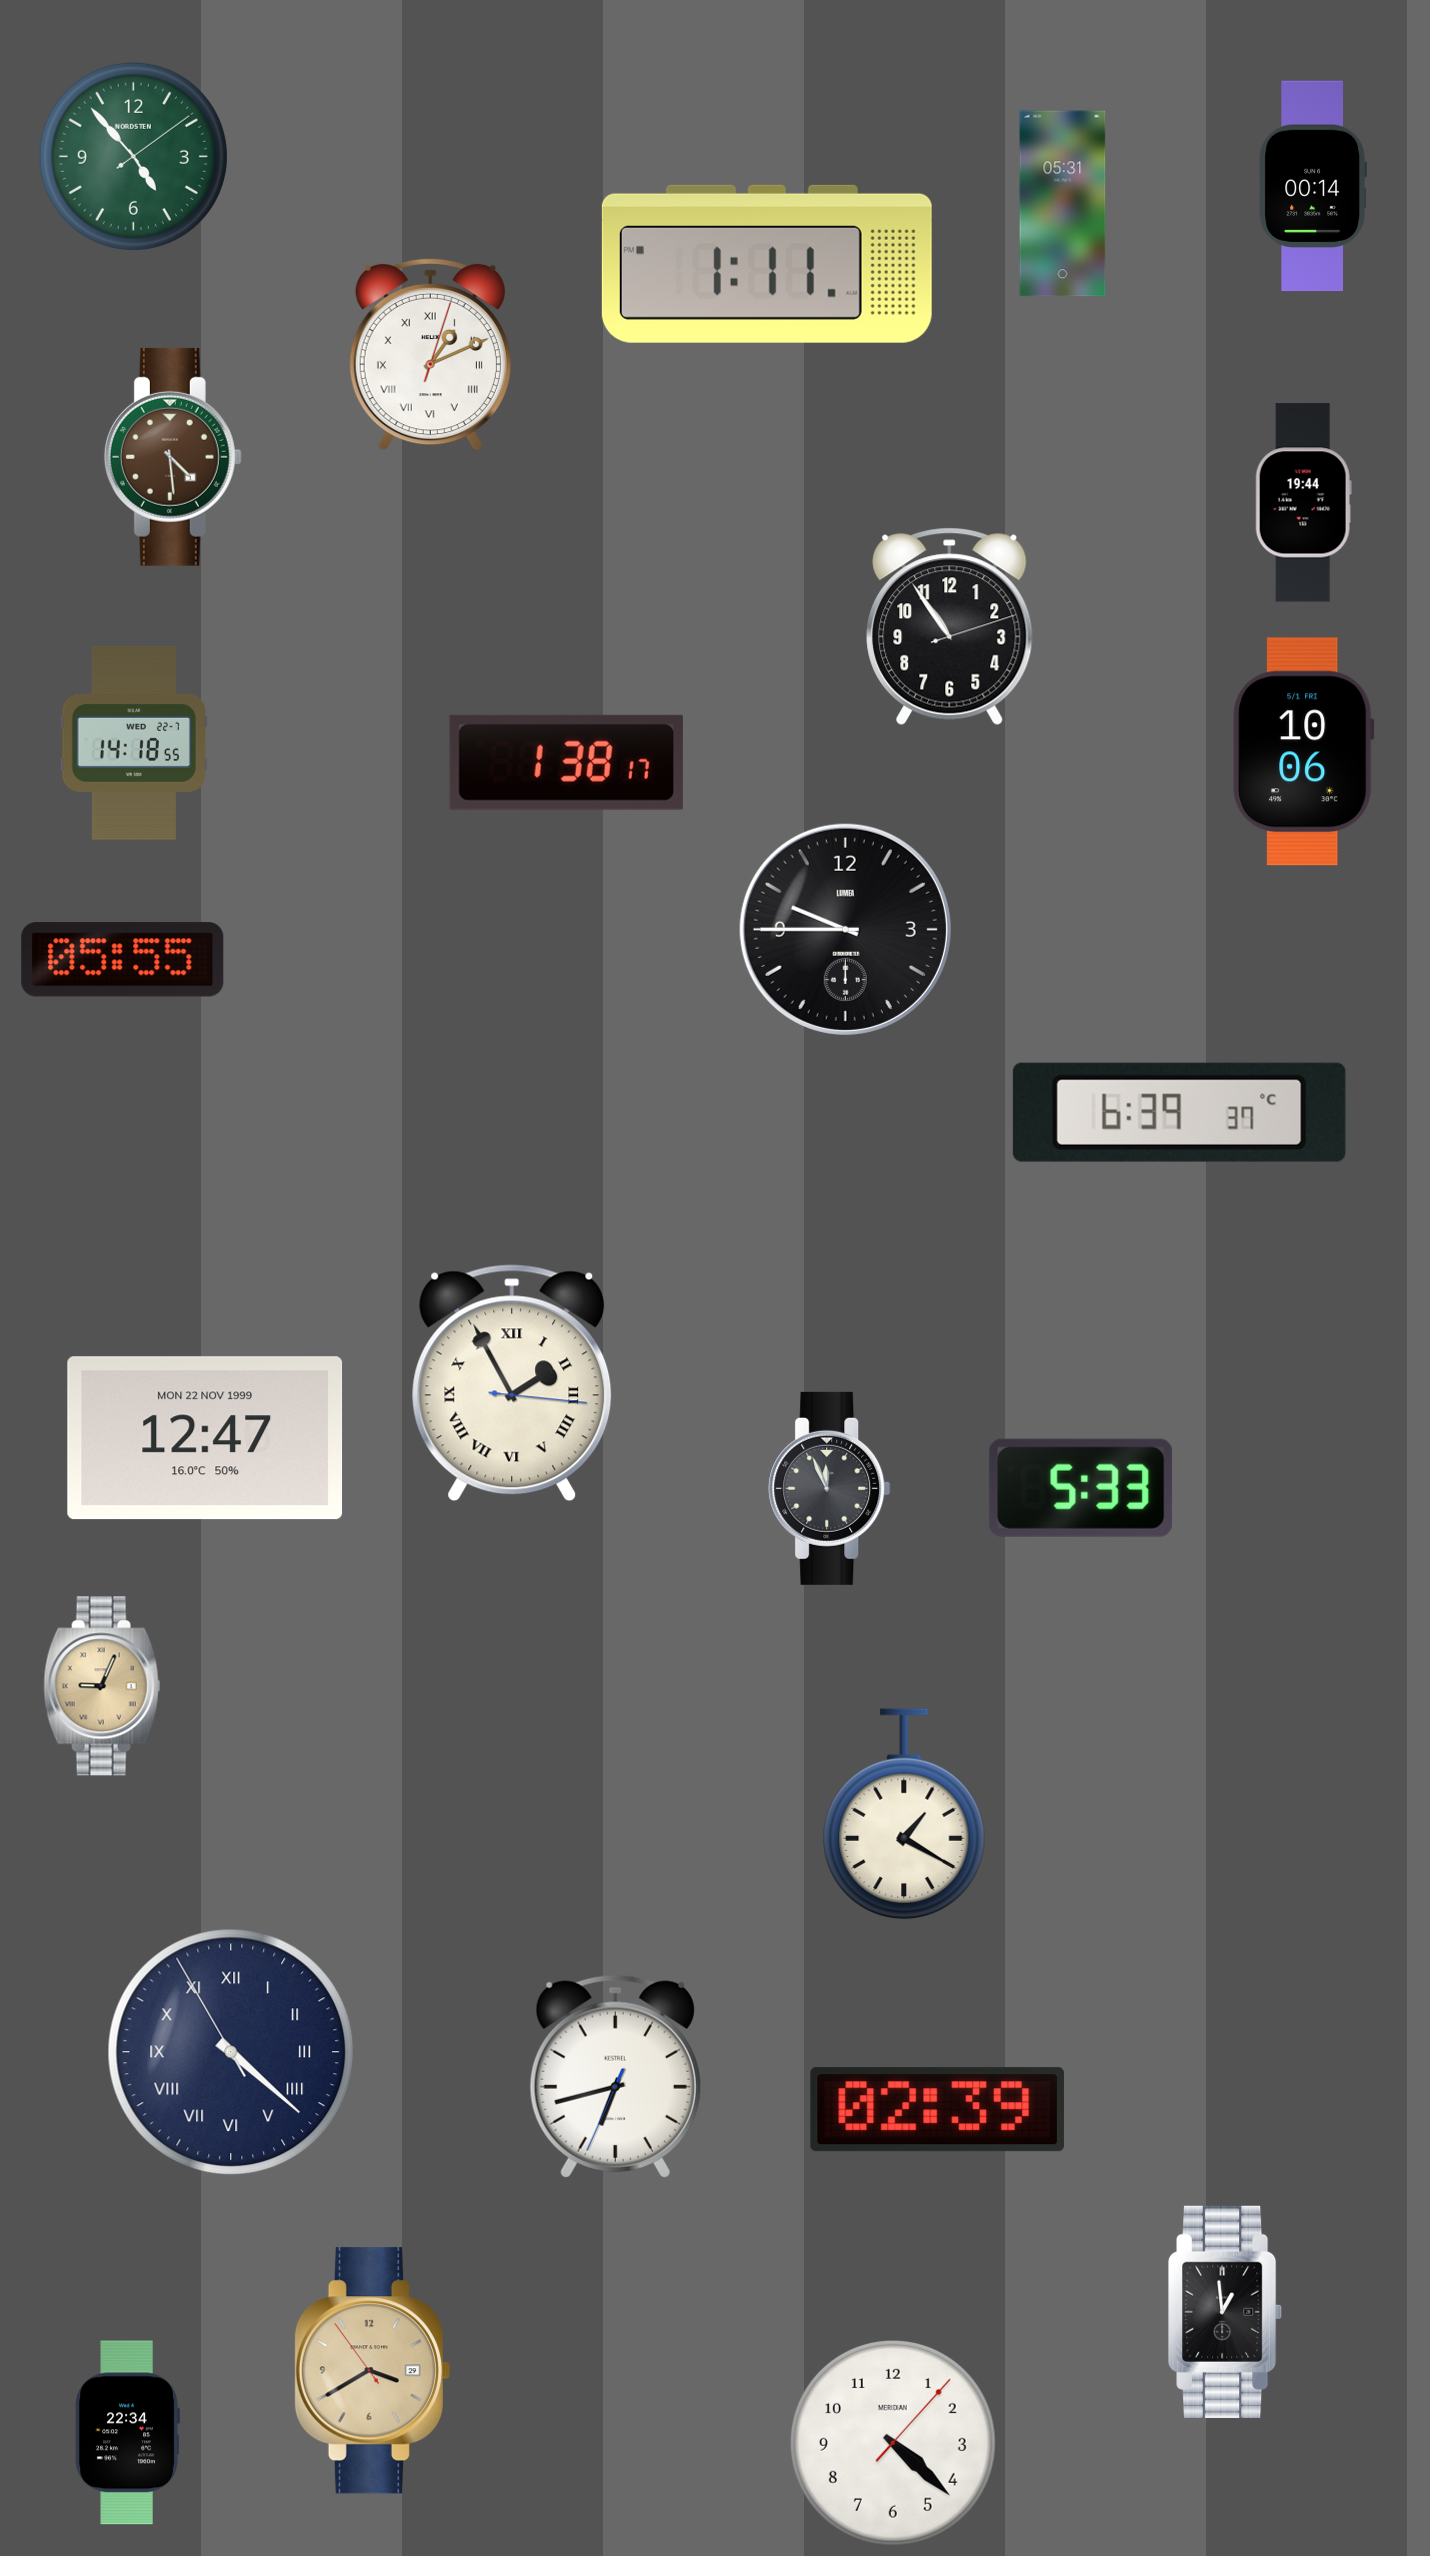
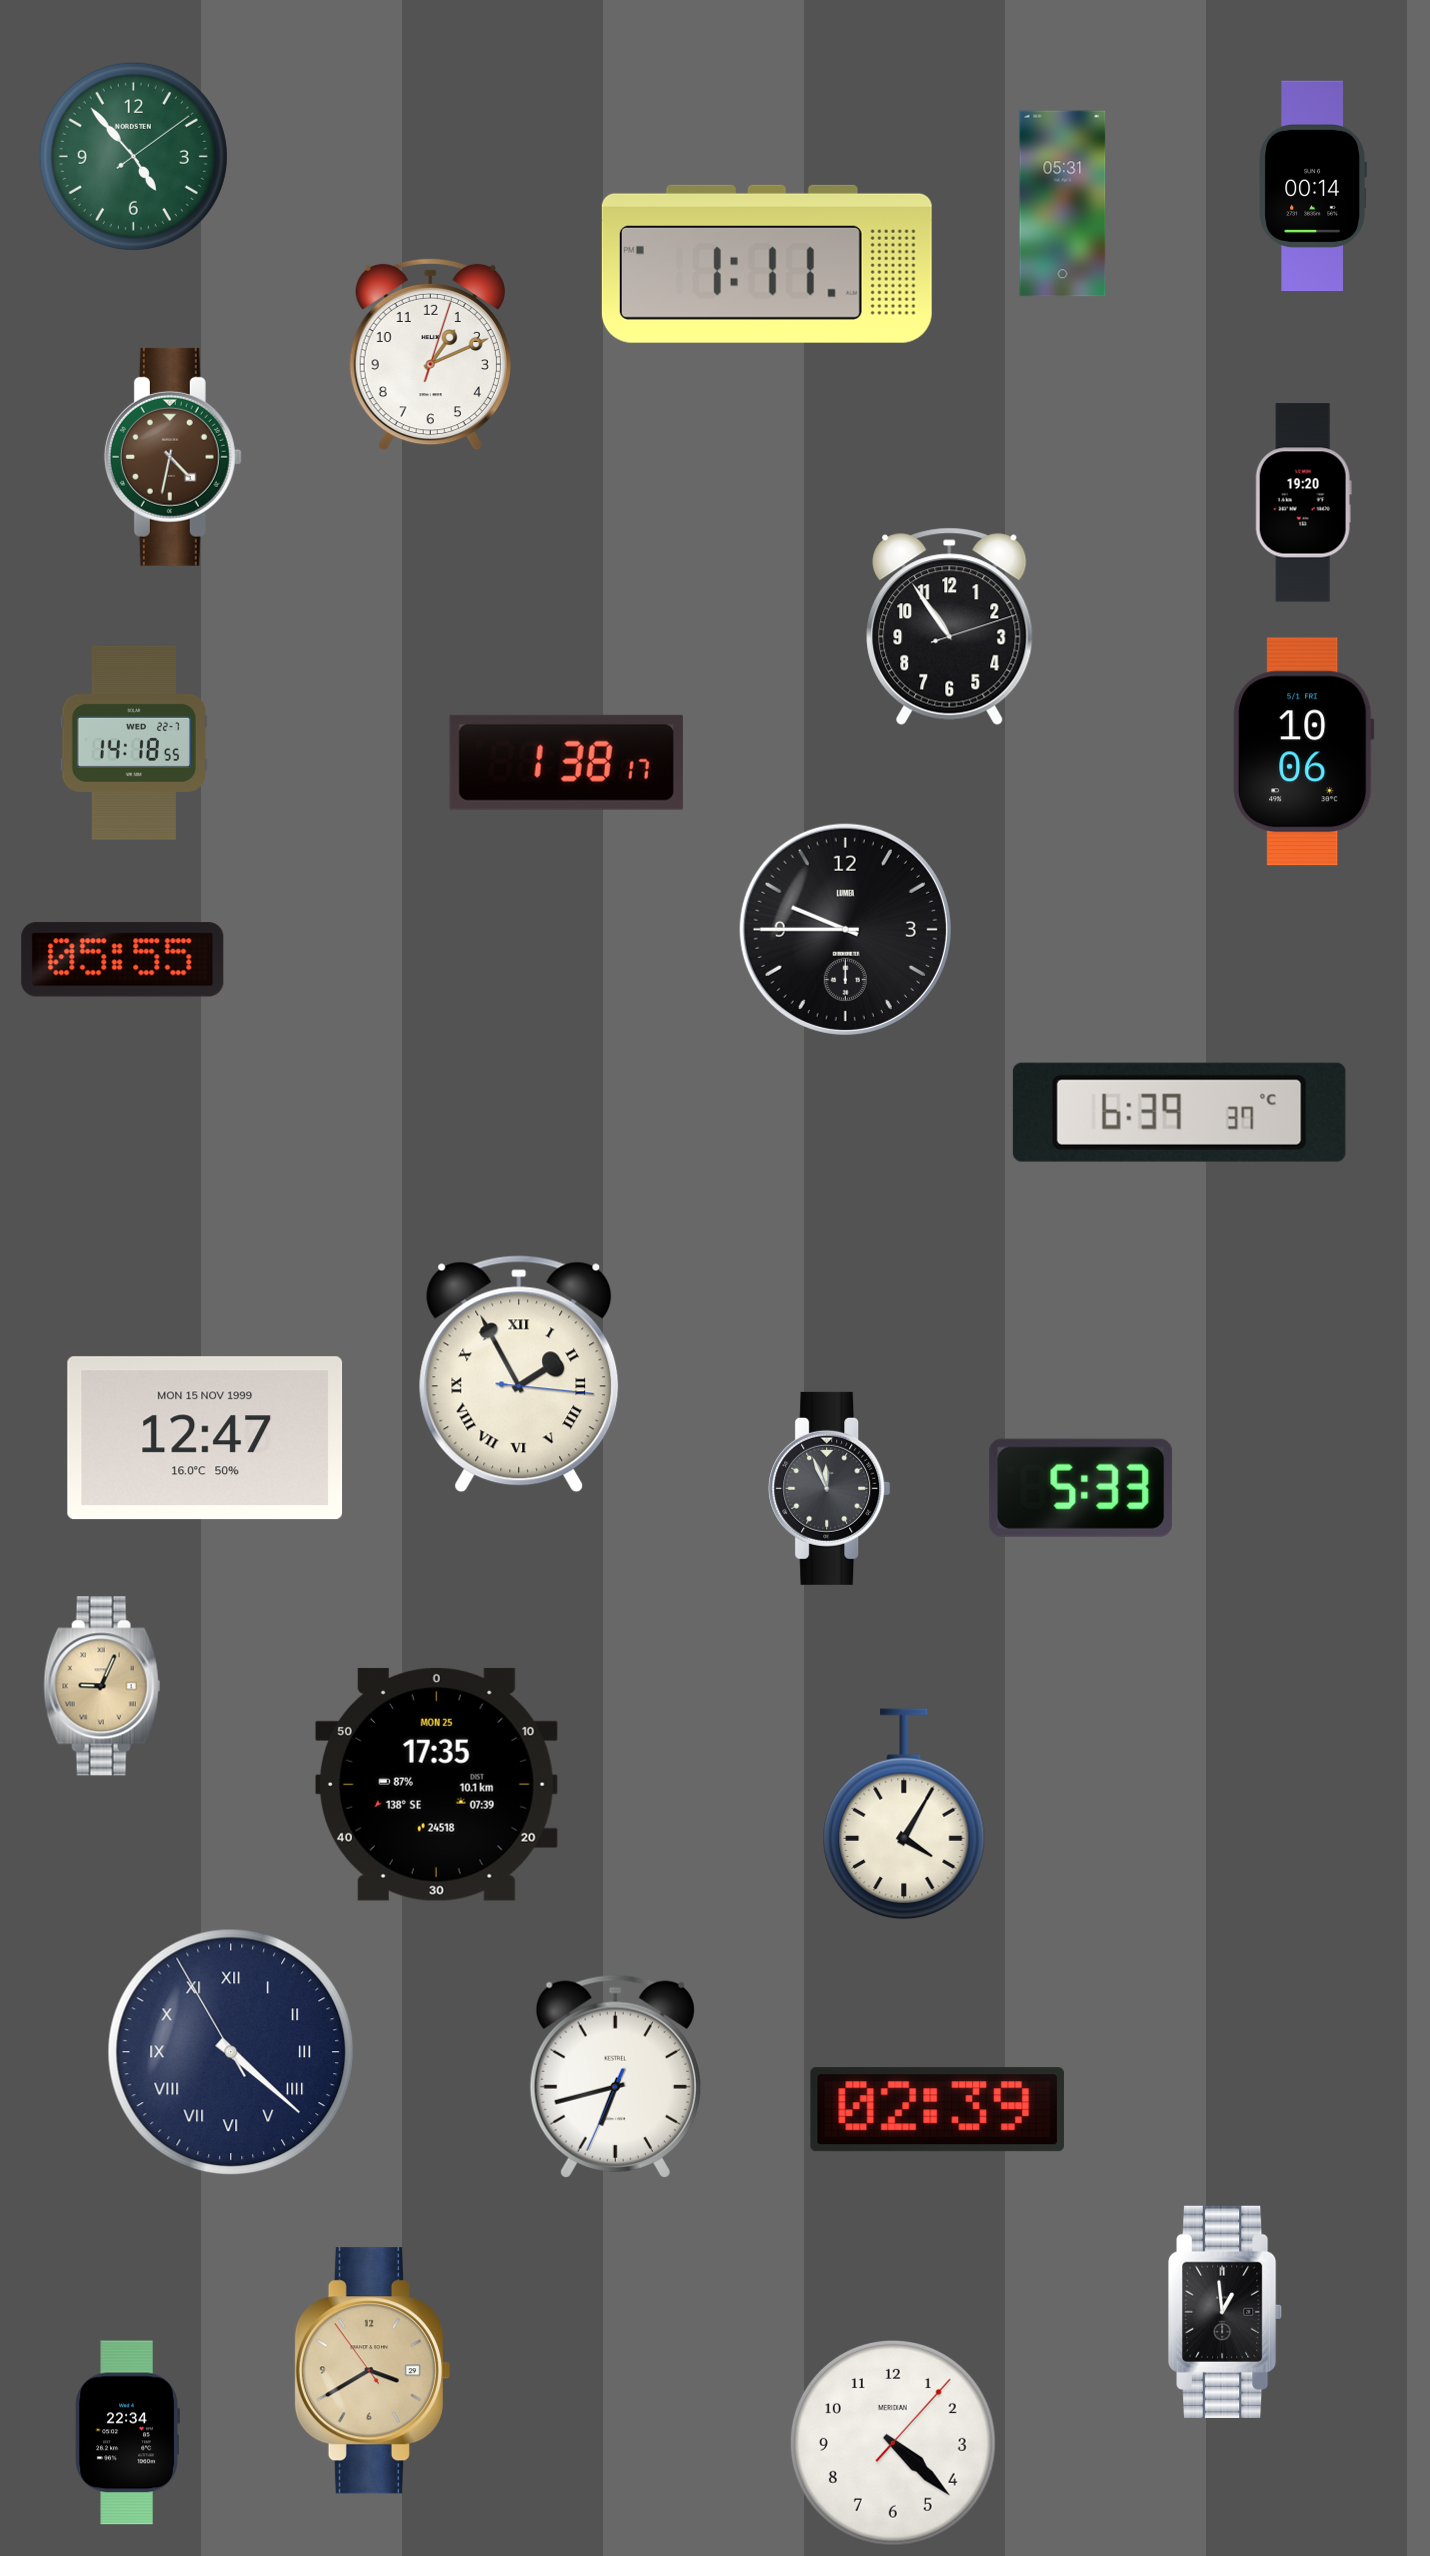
clock at (430, 354) numerals: Roman -> Arabic
clock at (173, 457): 4:29 -> 4:32
clock at (1303, 503): 19:44 -> 19:20
clock at (512, 1383) position: (512, 1383) -> (519, 1374)
clock at (205, 1438) date: MON 22 NOV 1999 -> MON 15 NOV 1999
clock at (436, 1784): none -> 17:35
clock at (904, 1814): 1:20 -> 4:05
